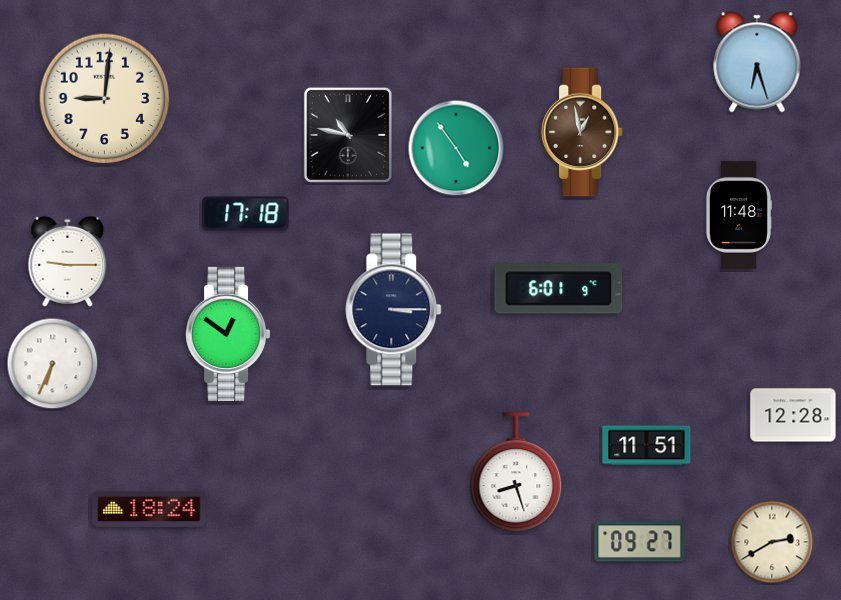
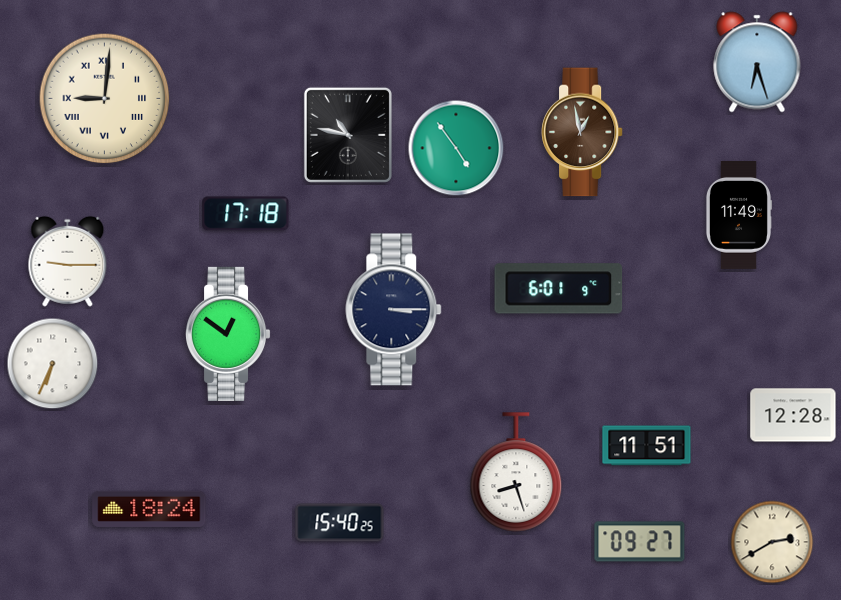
clock at (105, 99) numerals: Arabic -> Roman
clock at (738, 216): 11:48 -> 11:49
clock at (340, 523): none -> 15:40
